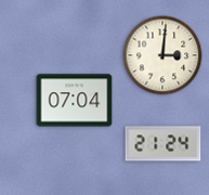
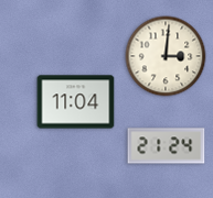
clock at (75, 101): 07:04 -> 11:04
